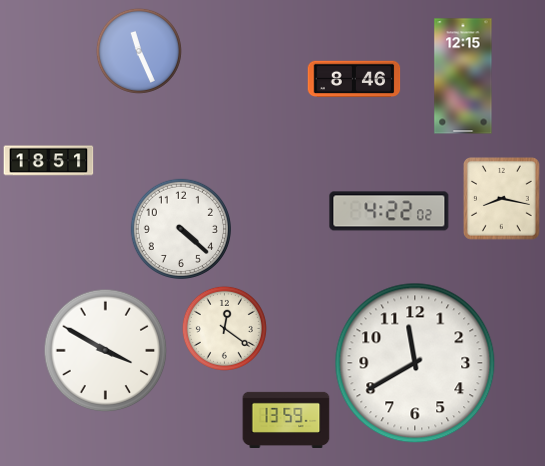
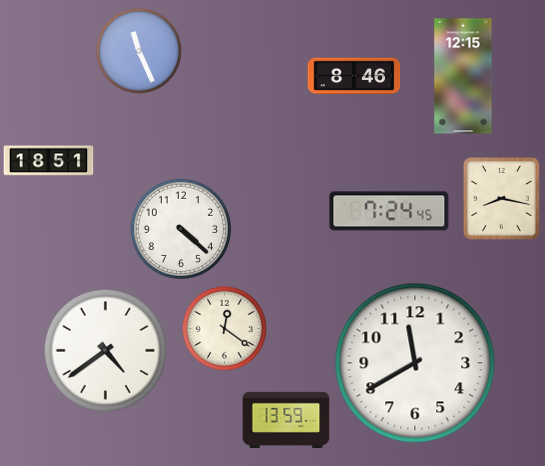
clock at (354, 79) position: (354, 79) -> (354, 76)
clock at (389, 211): 4:22 -> 7:24
clock at (106, 351): 3:50 -> 4:39
